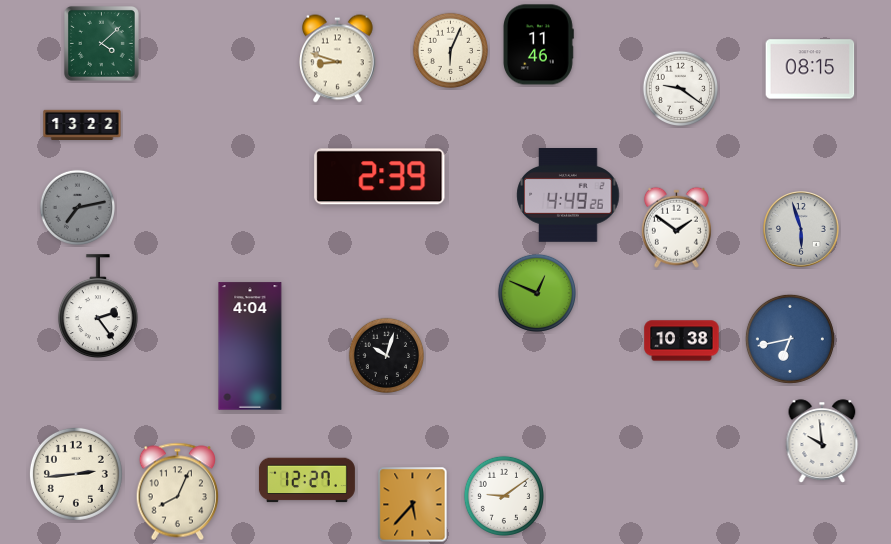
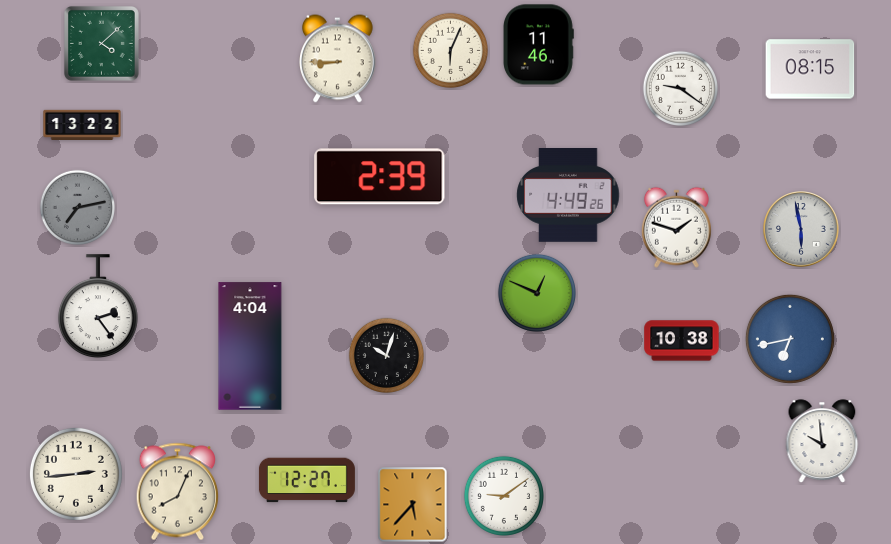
clock at (338, 59): 8:48 -> 8:45
clock at (676, 227): 1:51 -> 1:48
clock at (802, 230): 5:57 -> 5:58
